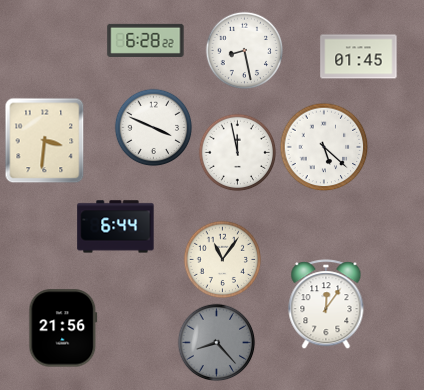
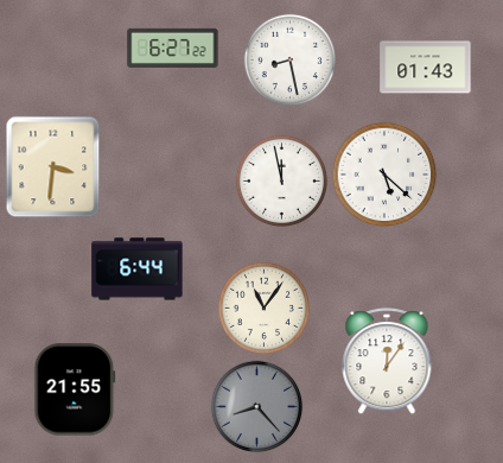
clock at (146, 40): 6:28 -> 6:27
clock at (359, 57): 01:45 -> 01:43
clock at (153, 127): 3:49 -> none
clock at (63, 328): 21:56 -> 21:55
